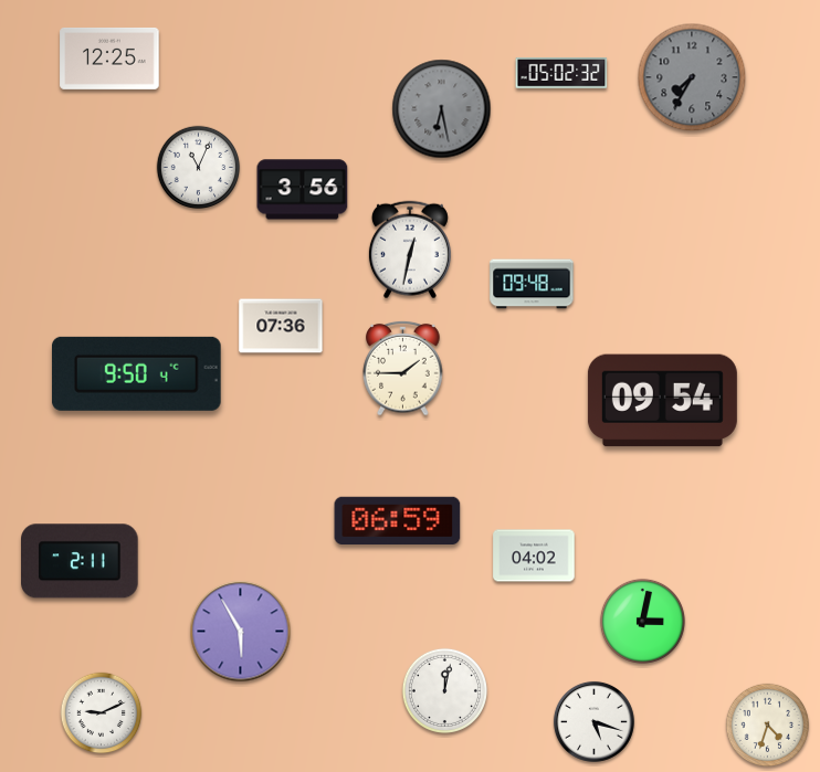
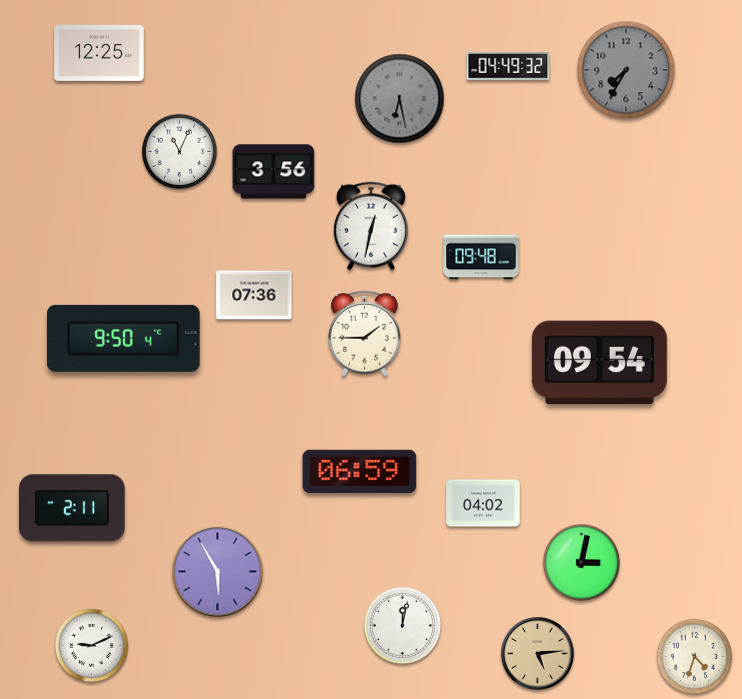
clock at (561, 73): 05:02 -> 04:49
clock at (593, 721): 5:18 -> 5:14
clock at (593, 721) dial: white -> champagne
